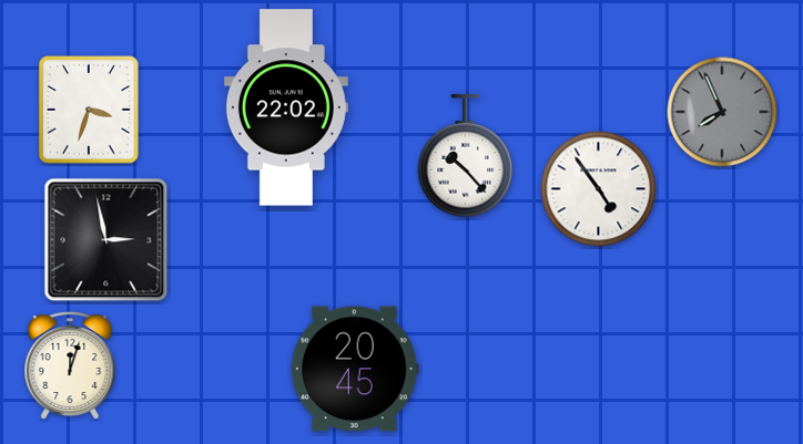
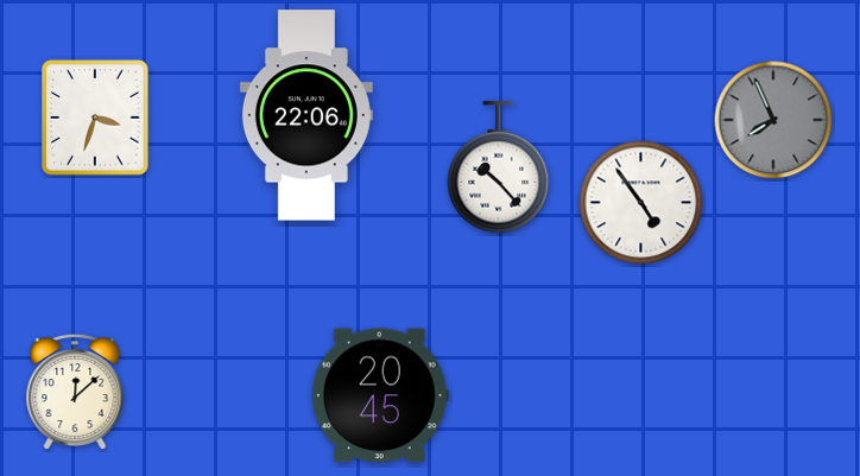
clock at (286, 107): 22:02 -> 22:06
clock at (106, 240): 2:58 -> none
clock at (70, 365): 12:03 -> 12:08
